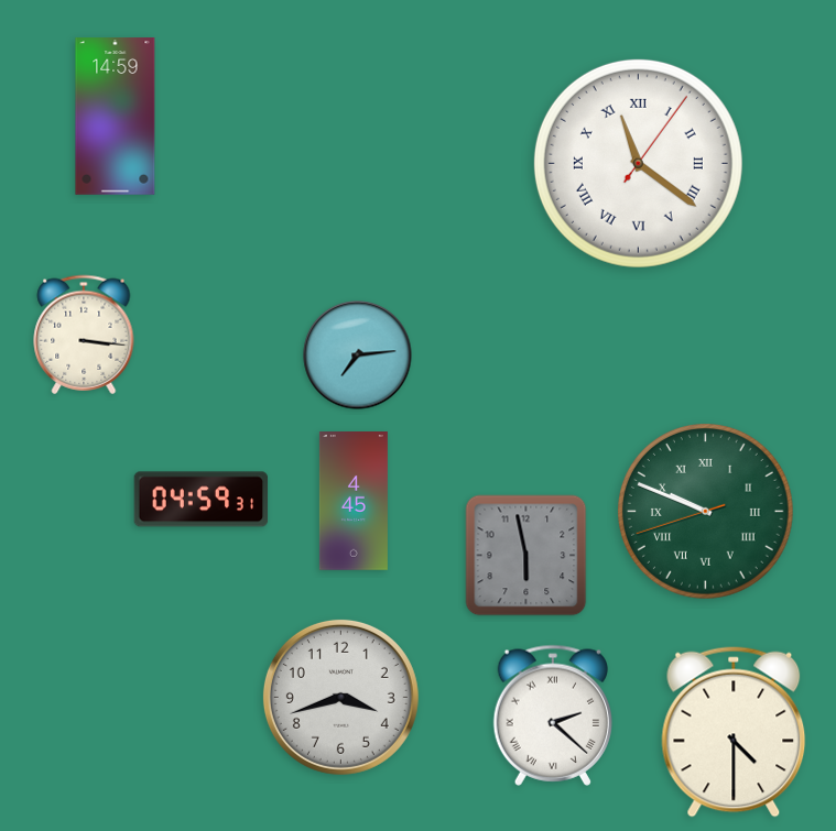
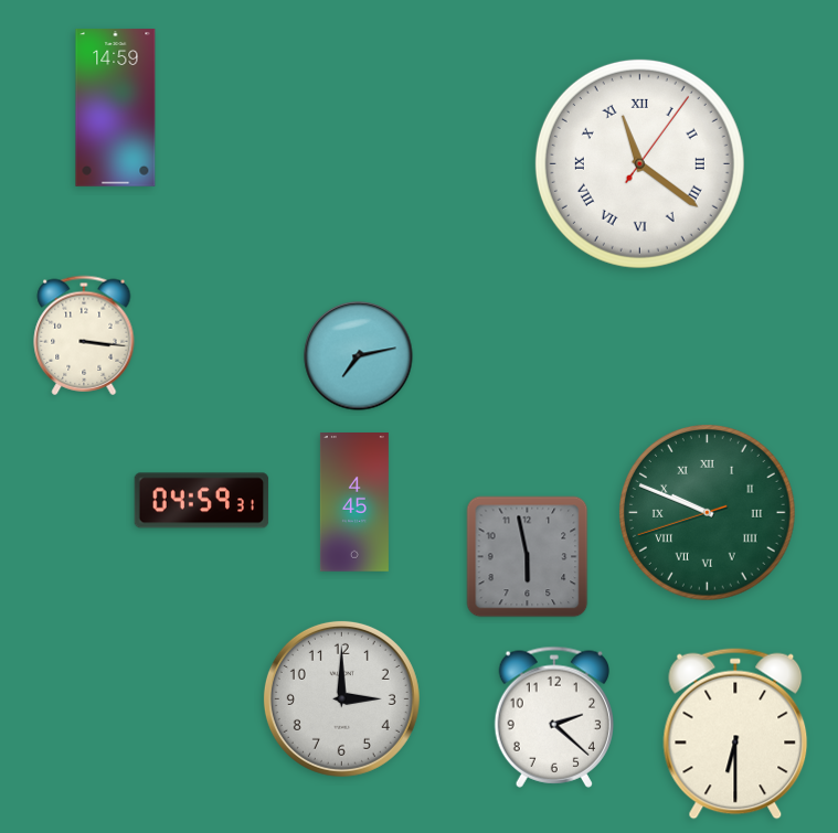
clock at (116, 117) position: (116, 117) -> (116, 108)
clock at (358, 356): 7:14 -> 7:13
clock at (340, 697): 3:42 -> 3:00
clock at (552, 715) numerals: Roman -> Arabic
clock at (734, 732): 4:30 -> 6:30
